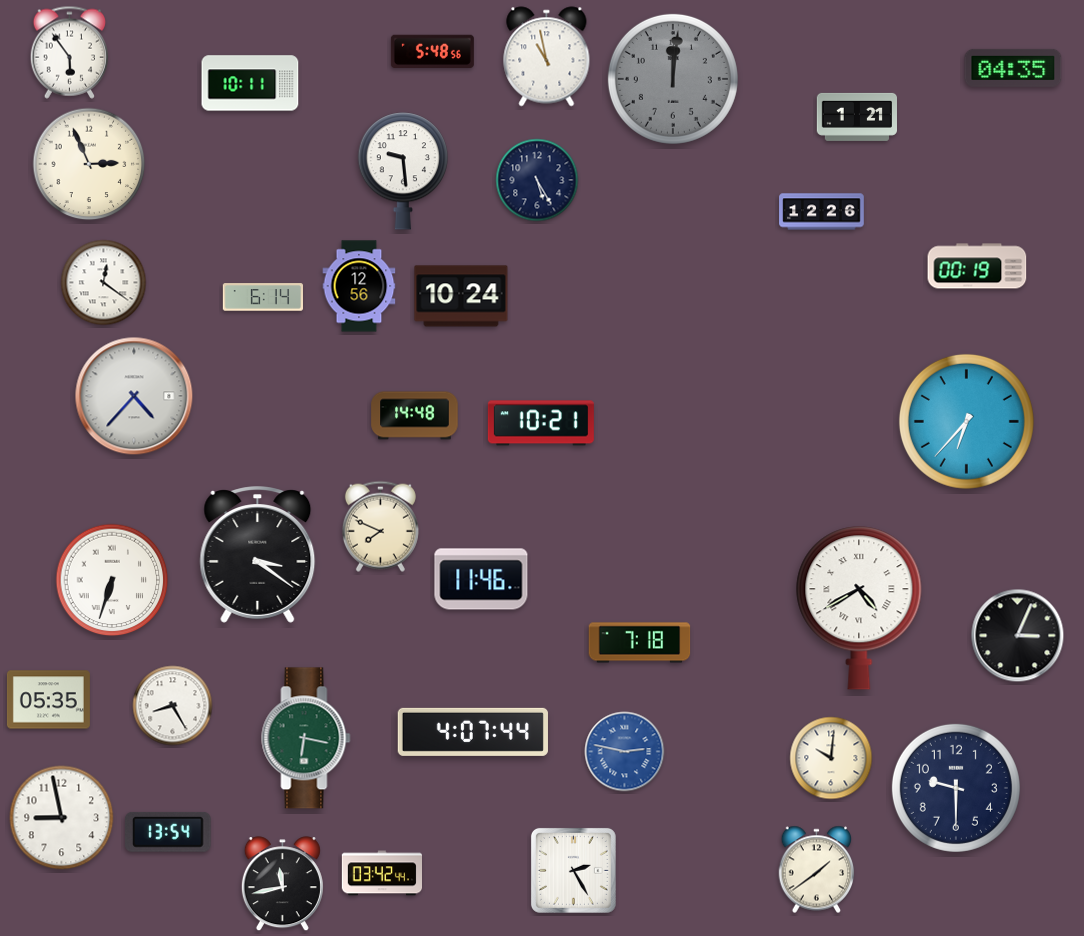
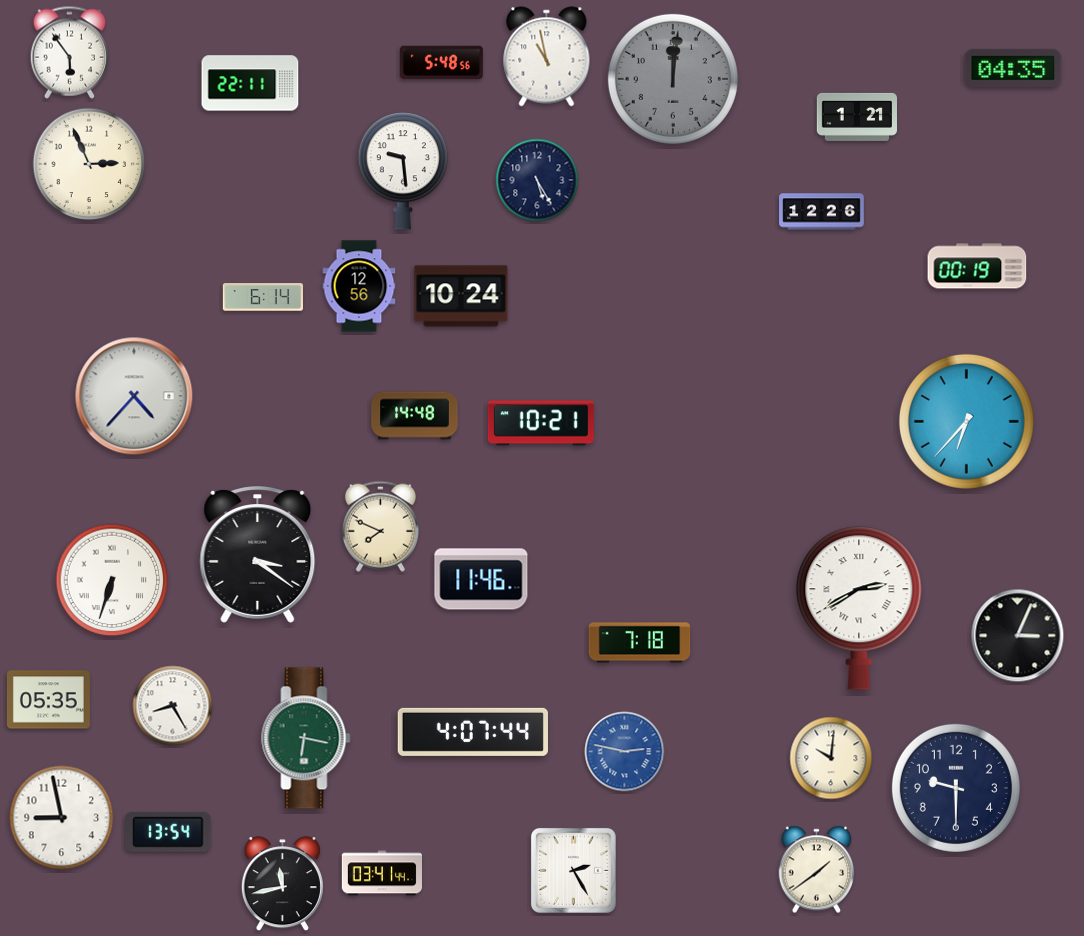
clock at (432, 52) position: (432, 52) -> (441, 63)
clock at (250, 83): 10:11 -> 22:11
clock at (104, 283): 12:21 -> none
clock at (859, 608): 4:40 -> 2:40
clock at (381, 873): 03:42 -> 03:41
